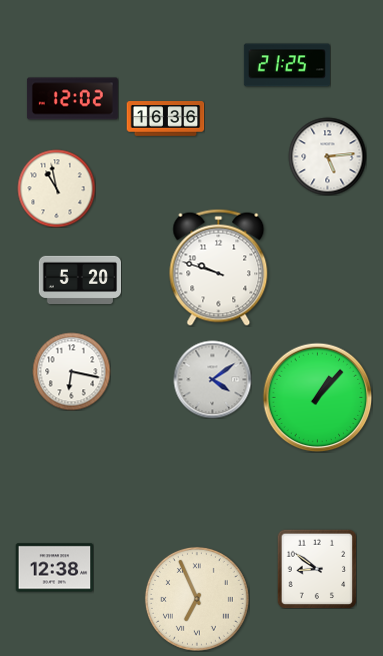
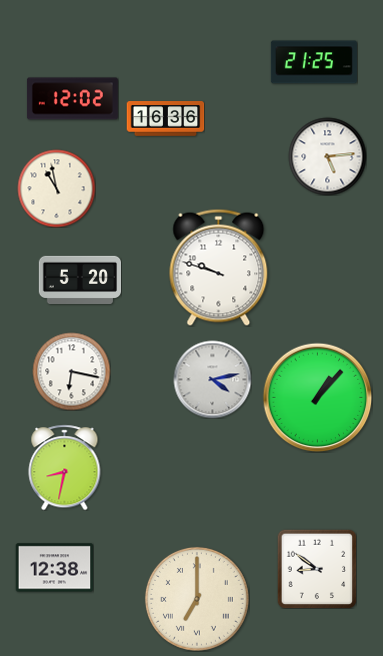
clock at (287, 65) position: (287, 65) -> (314, 62)
clock at (212, 379): 4:09 -> 4:13
clock at (65, 467): none -> 8:32
clock at (197, 599): 6:56 -> 7:00
